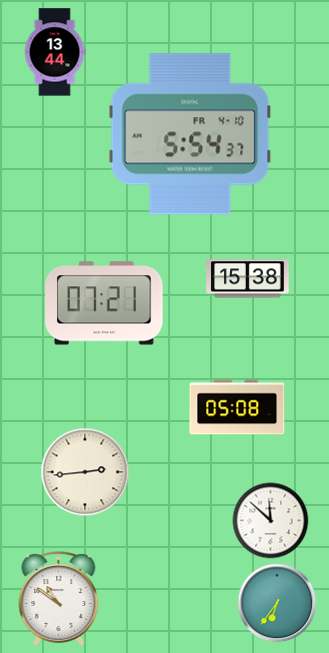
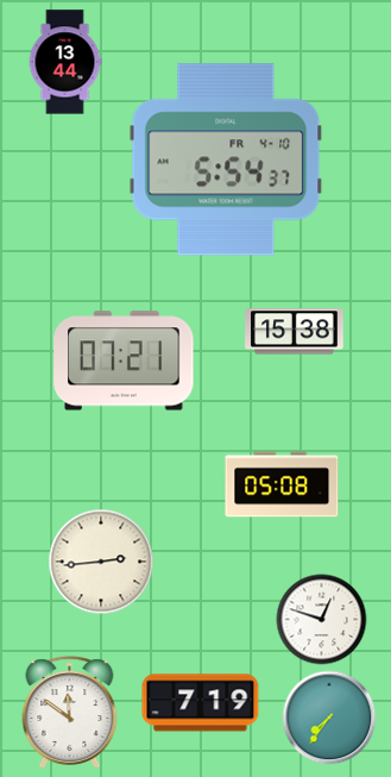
clock at (271, 521): 11:52 -> 12:48
clock at (201, 703): none -> 7:19
clock at (59, 599): 10:51 -> 11:51
clock at (277, 603): 6:36 -> 7:36
